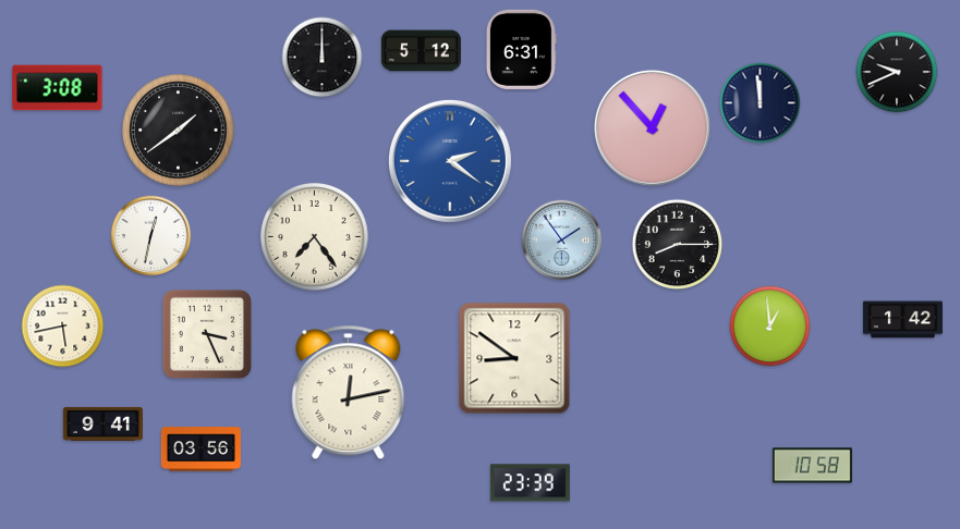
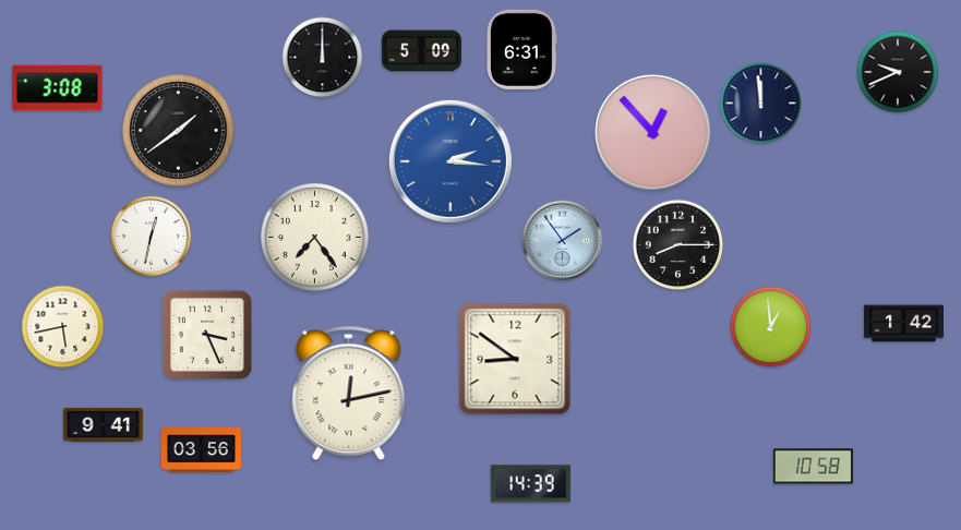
clock at (421, 51): 5:12 -> 5:09
clock at (652, 127) position: (652, 127) -> (652, 132)
clock at (450, 161): 2:21 -> 2:16
clock at (902, 320) position: (902, 320) -> (903, 324)
clock at (530, 483): 23:39 -> 14:39
